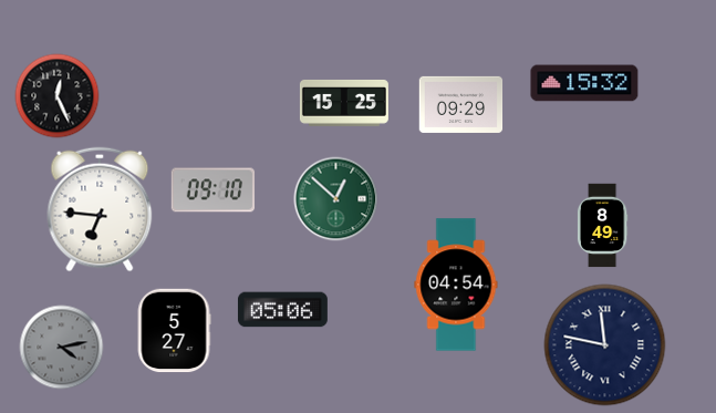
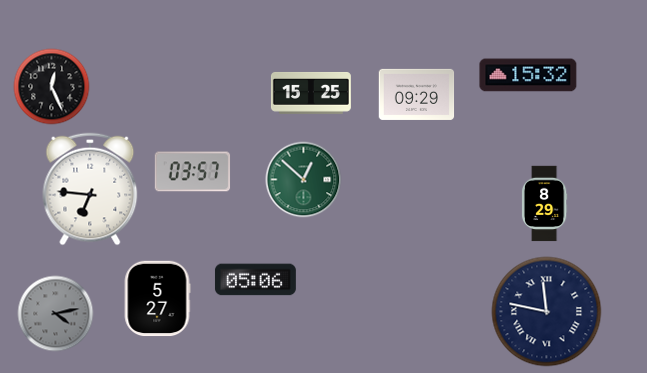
clock at (214, 190): 09:10 -> 03:57
clock at (602, 226): 8:49 -> 8:29
clock at (456, 285): 04:54 -> none
